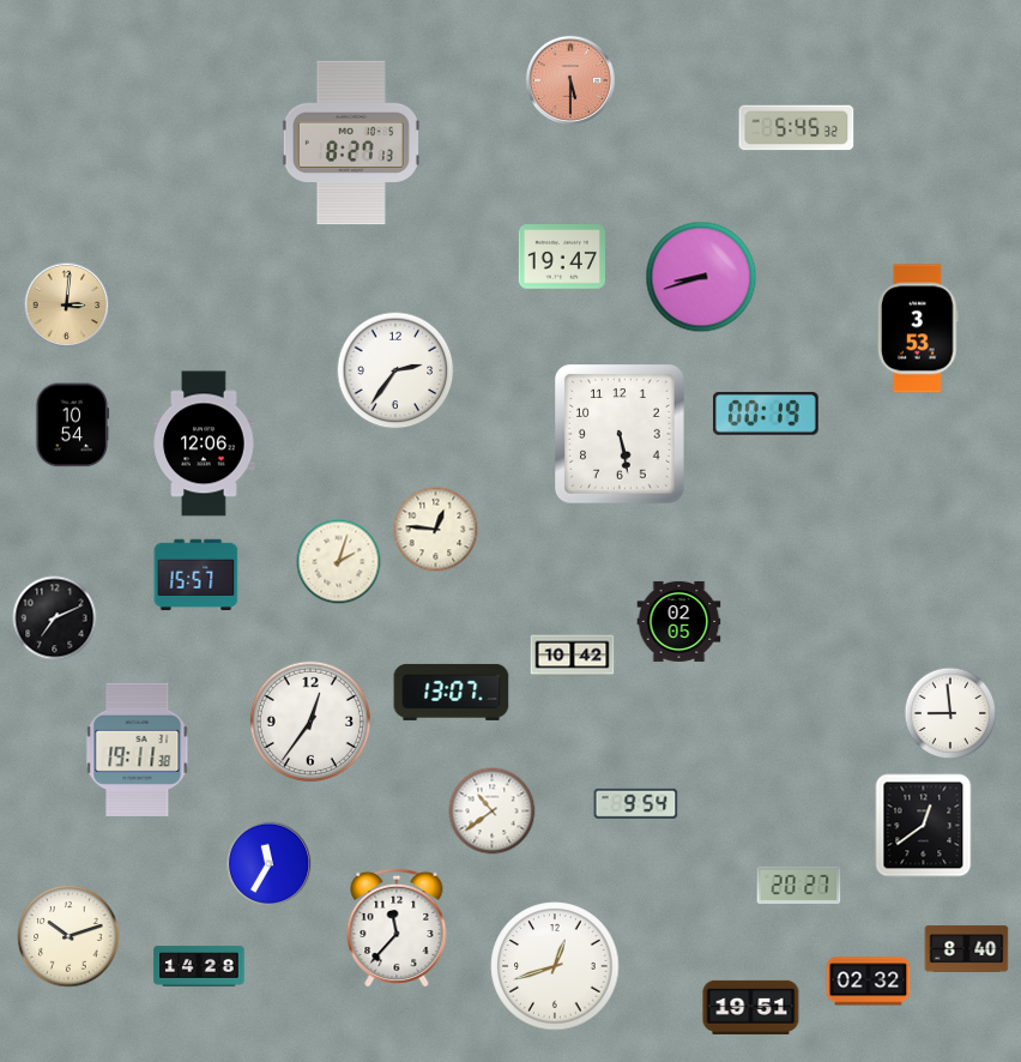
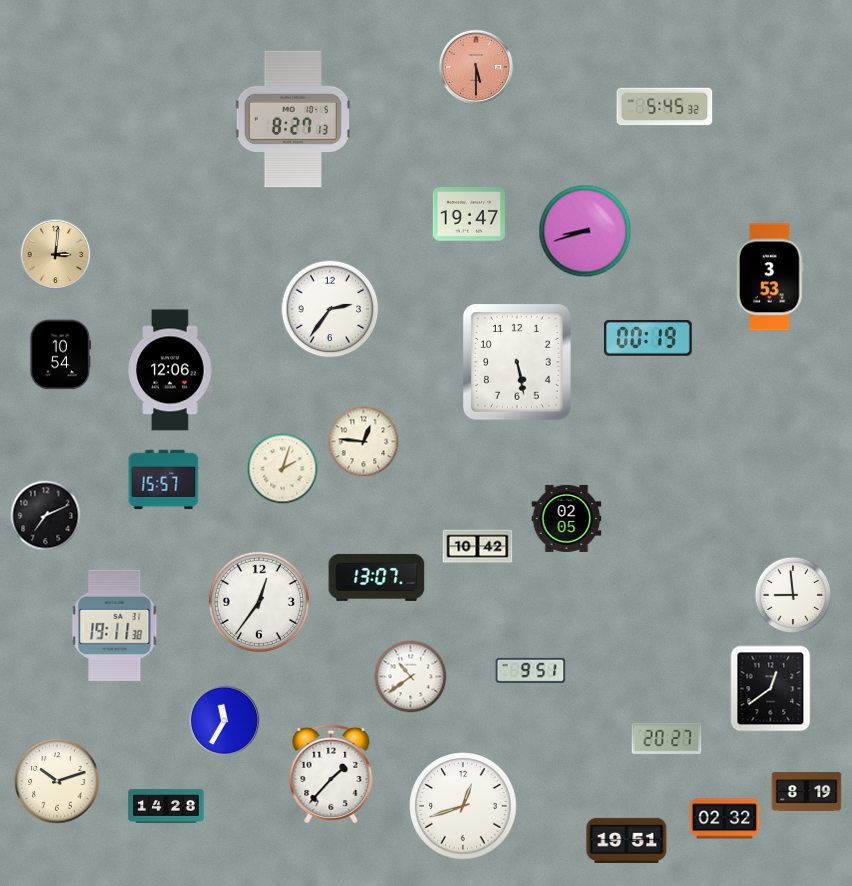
clock at (919, 328) position: (919, 328) -> (771, 277)
clock at (766, 414) position: (766, 414) -> (648, 338)
clock at (636, 803): 9:54 -> 9:51
clock at (397, 928): 11:37 -> 1:37
clock at (967, 949): 8:40 -> 8:19
